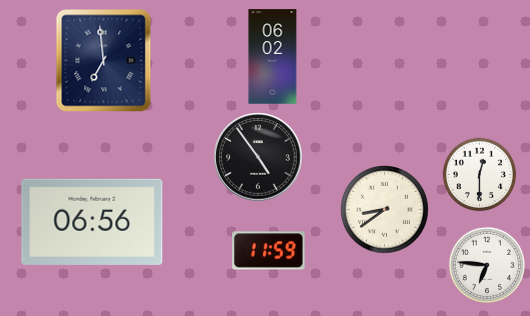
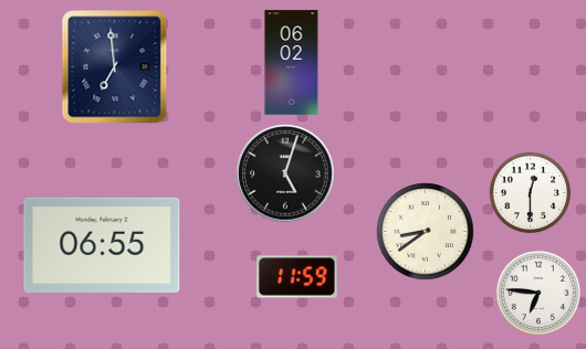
clock at (273, 57) position: (273, 57) -> (292, 63)
clock at (258, 157): 4:54 -> 5:03
clock at (92, 222): 06:56 -> 06:55
